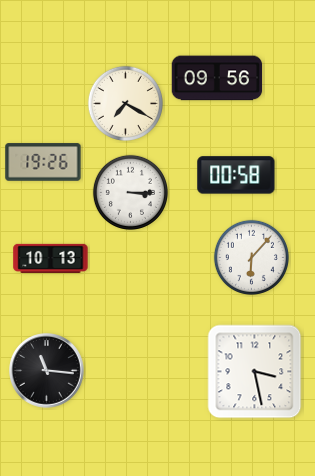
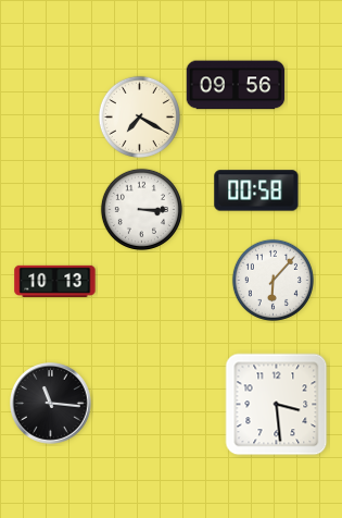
clock at (125, 103) position: (125, 103) -> (139, 116)
clock at (43, 162): 19:26 -> none
clock at (255, 372): 3:28 -> 3:29
